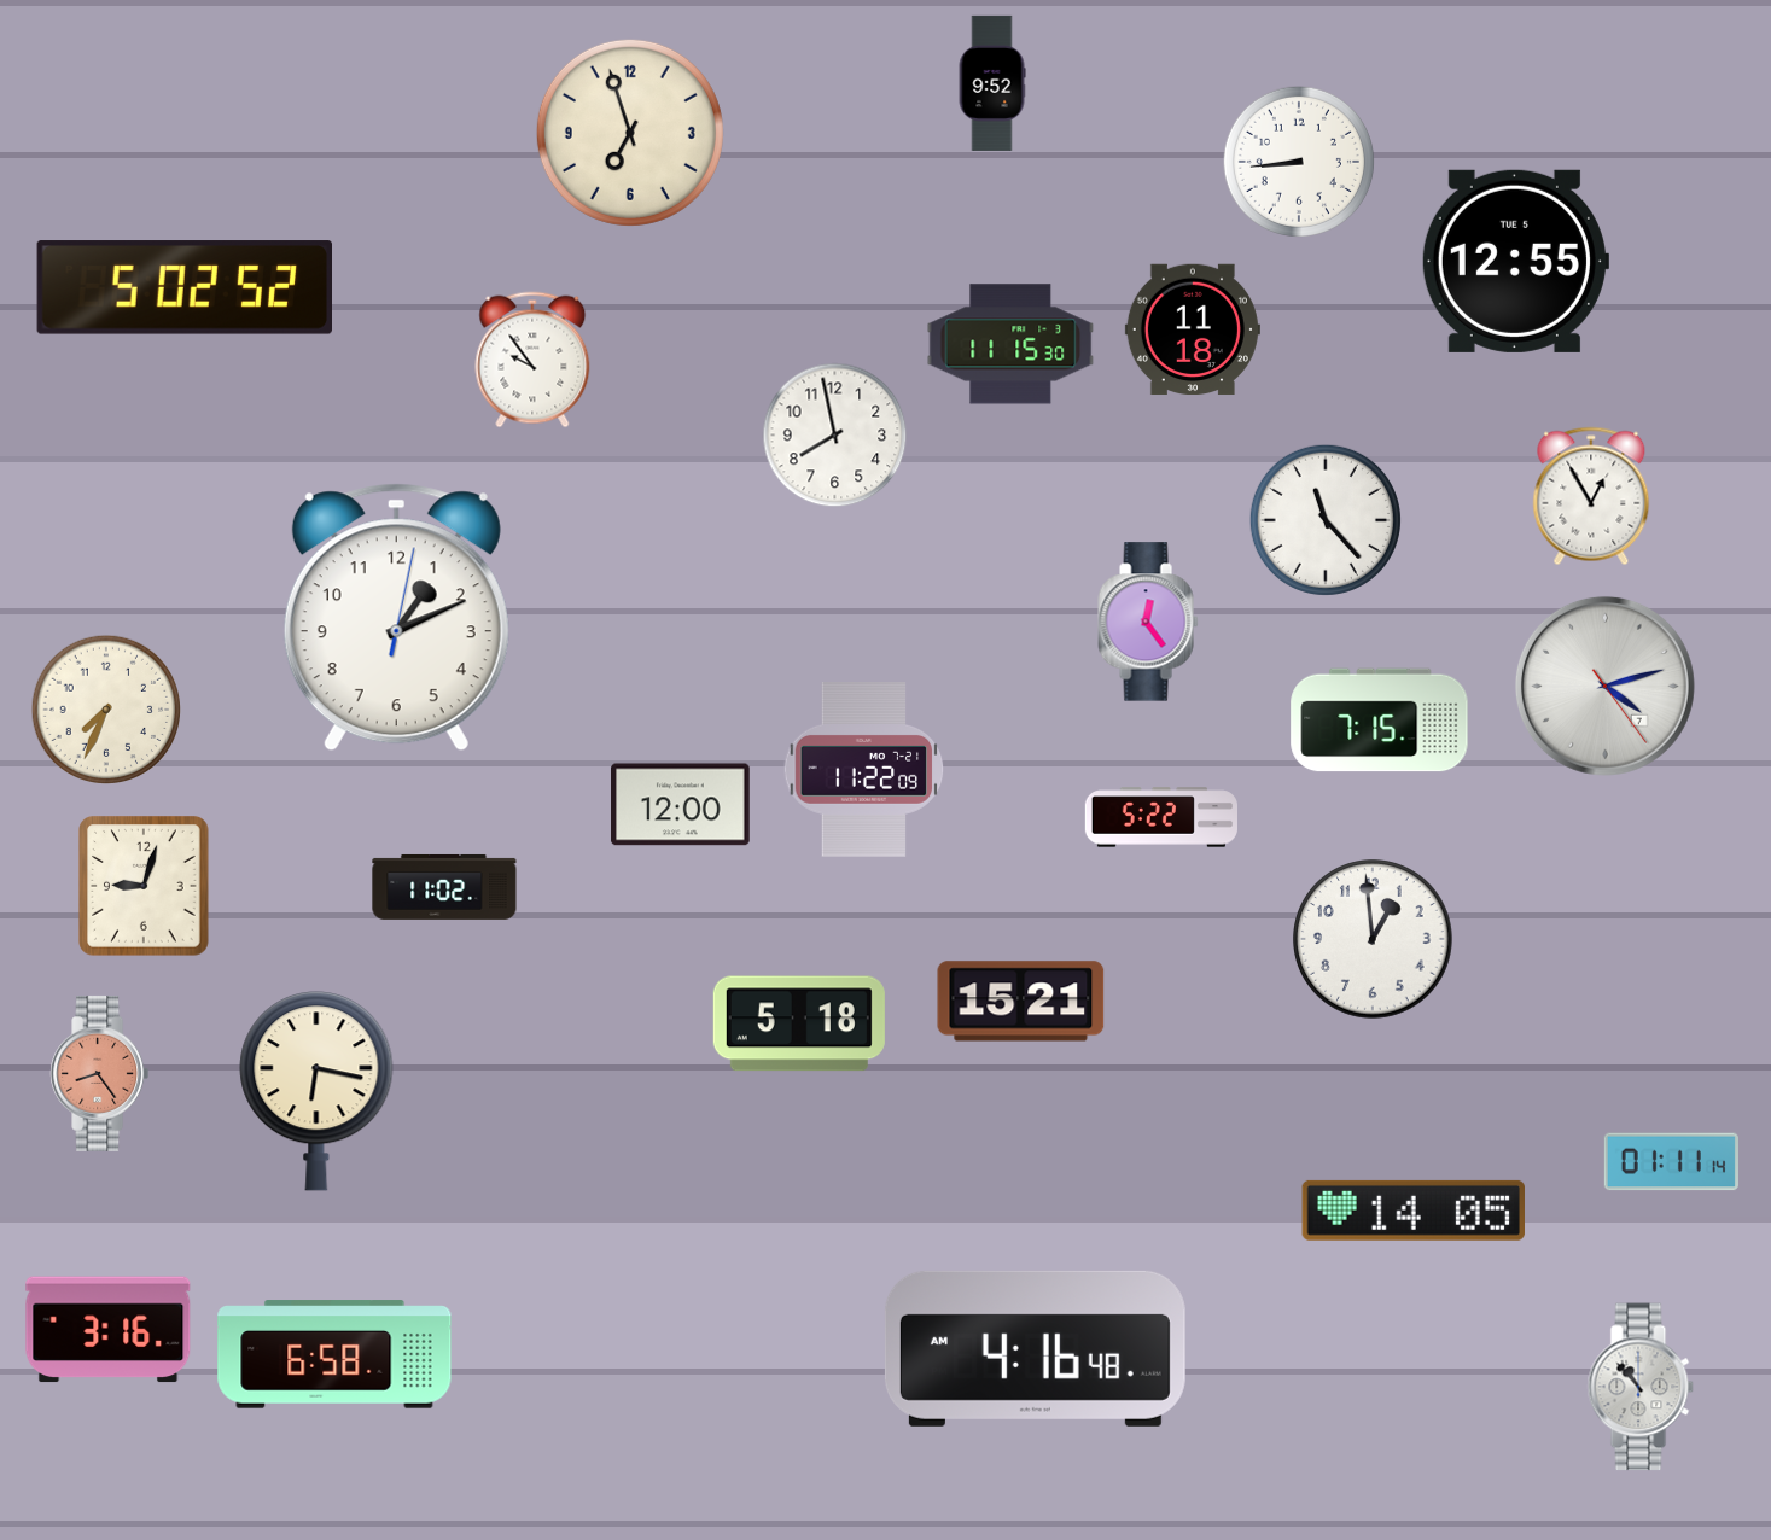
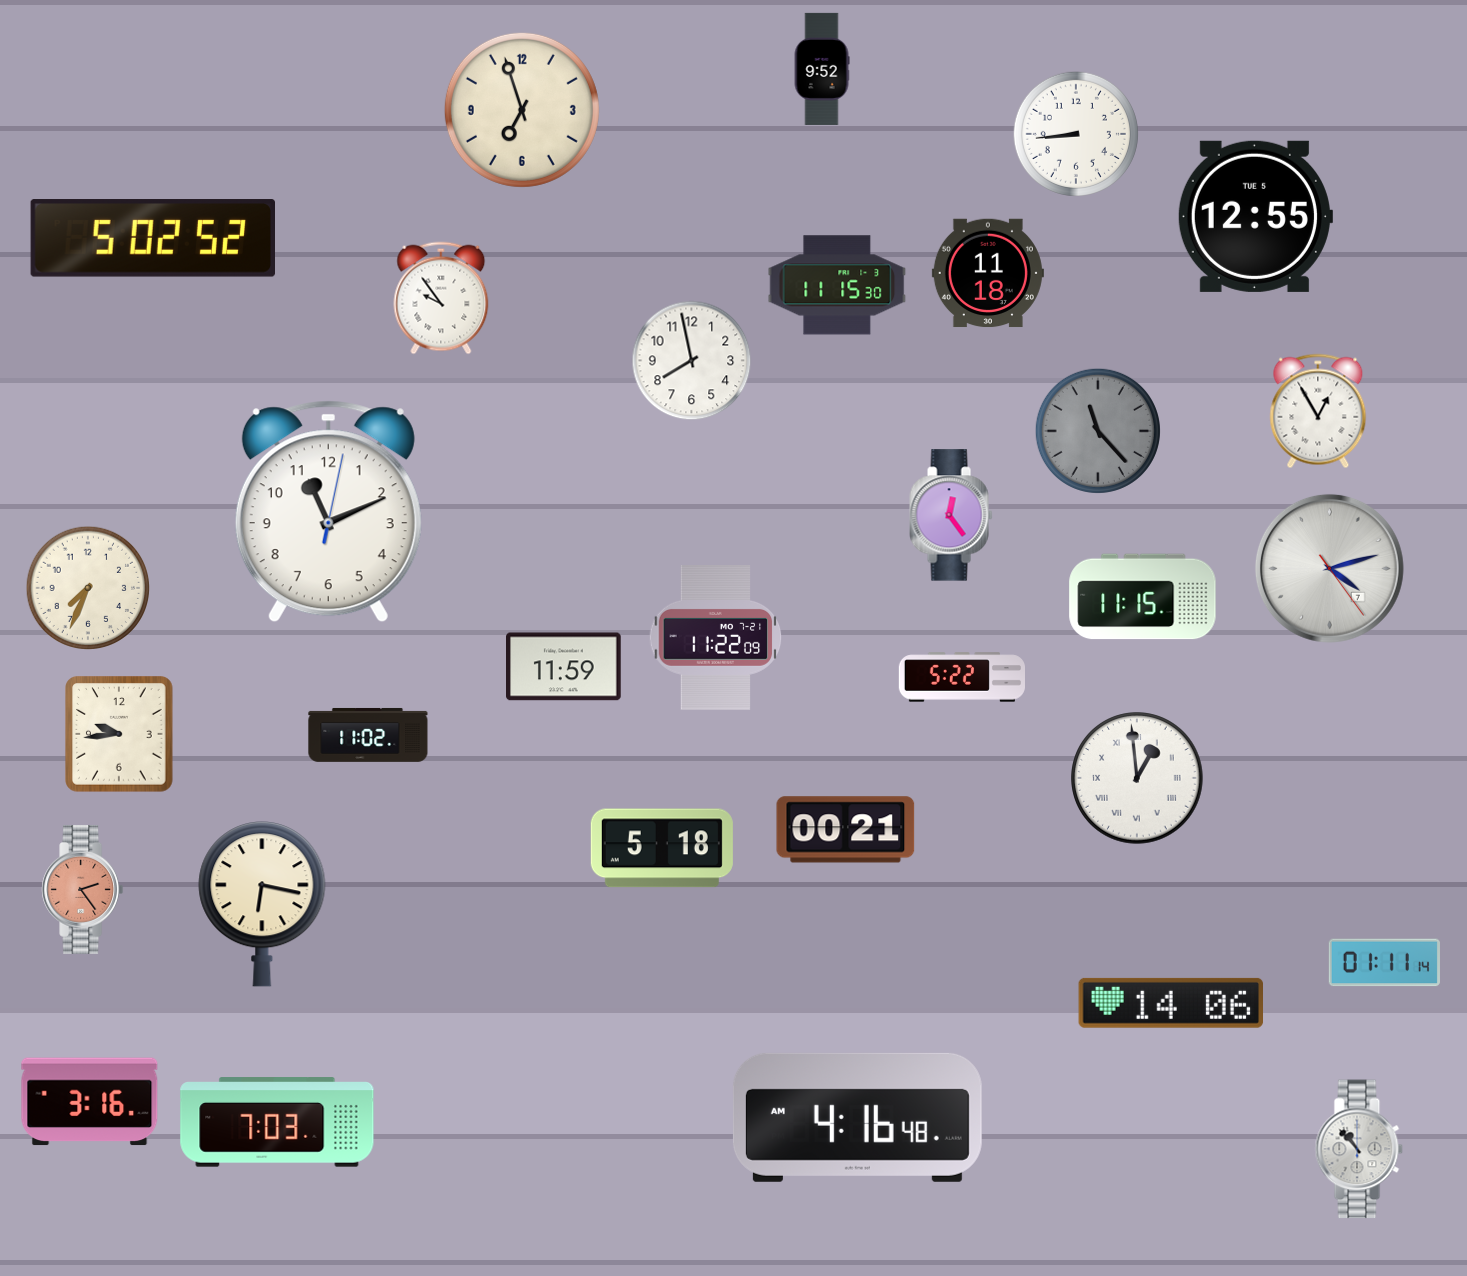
clock at (1326, 520) dial: white -> grey
clock at (396, 618): 1:11 -> 11:11
clock at (1380, 721): 7:15 -> 11:15
clock at (681, 805): 12:00 -> 11:59
clock at (144, 886): 9:03 -> 9:44
clock at (1373, 939) numerals: Arabic -> Roman
clock at (1021, 1002): 15:21 -> 00:21
clock at (100, 1073): 8:24 -> 2:24
clock at (1412, 1211): 14:05 -> 14:06
clock at (334, 1354): 6:58 -> 7:03
